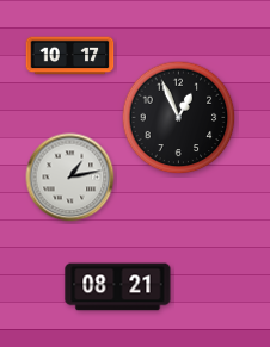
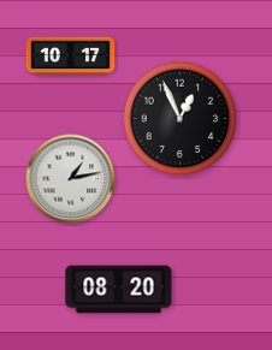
clock at (118, 287): 08:21 -> 08:20
